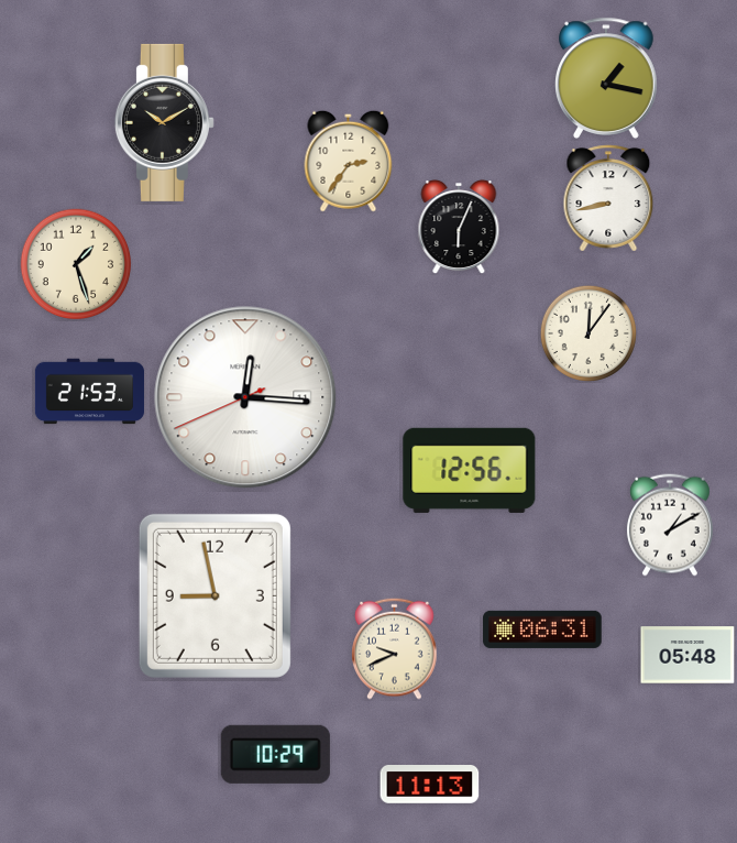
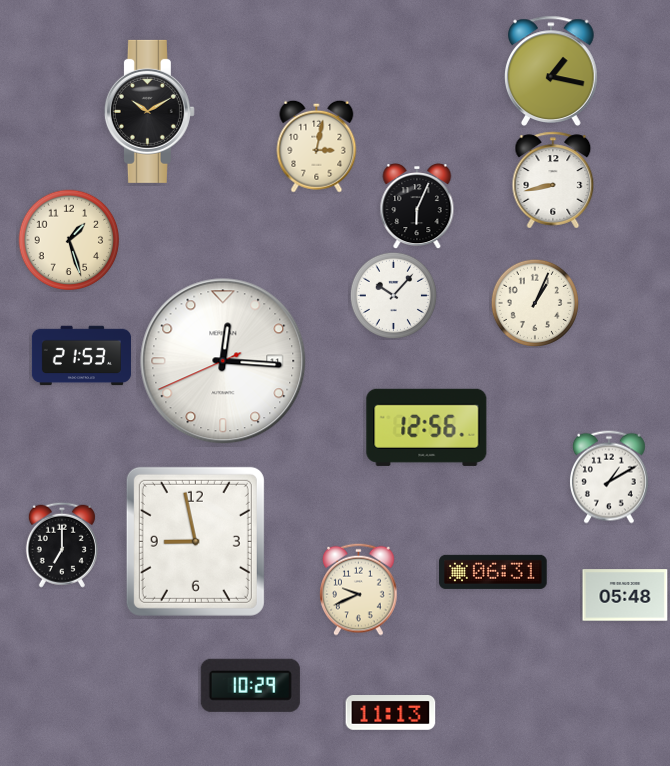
clock at (349, 161): 2:36 -> 3:02
clock at (393, 295): none -> 10:07
clock at (588, 333): 12:06 -> 1:04
clock at (62, 545): none -> 7:00
